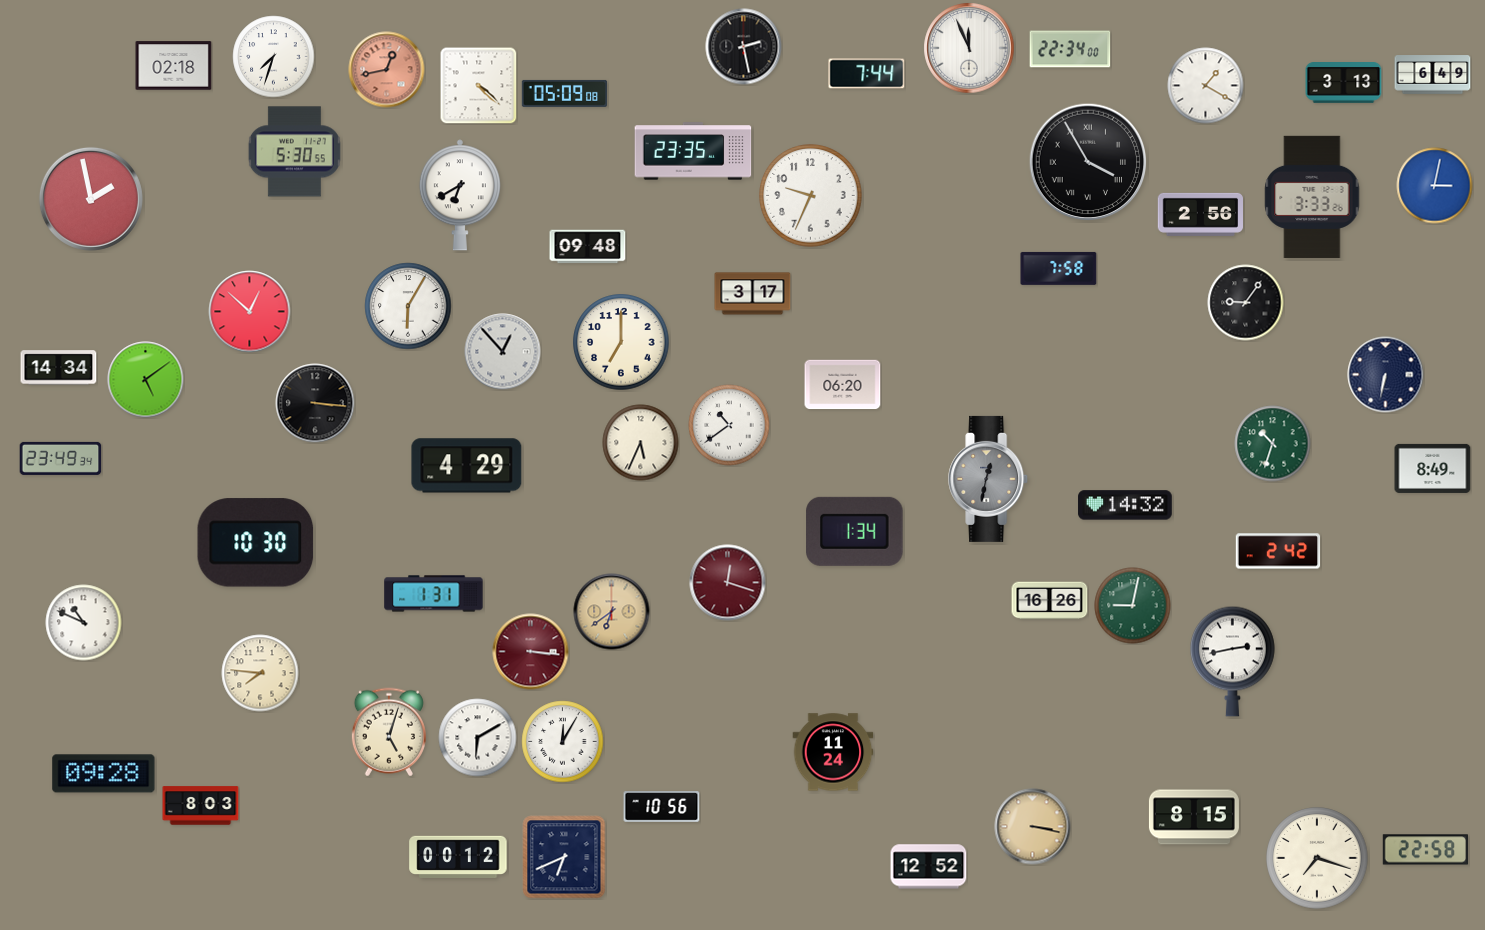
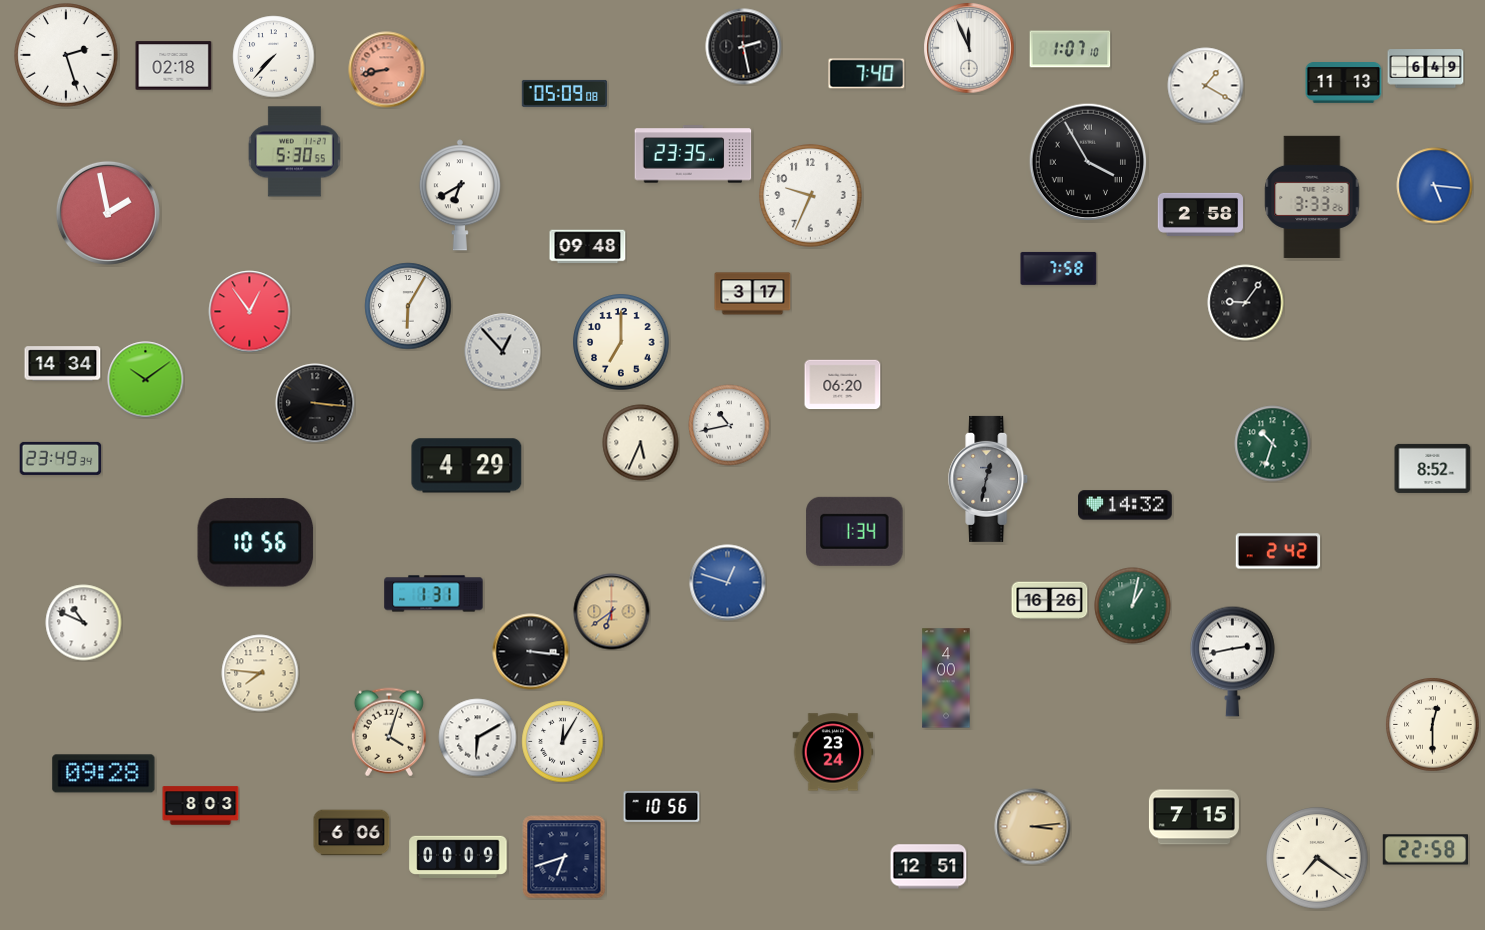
clock at (1070, 49): 22:34 -> 1:07
clock at (66, 55): none -> 2:27
clock at (274, 57): 7:33 -> 7:37
clock at (387, 70): 12:43 -> 8:43
clock at (867, 74): 7:44 -> 7:40
clock at (1433, 75) position: (1433, 75) -> (1426, 69)
clock at (1344, 83): 3:13 -> 11:13
clock at (478, 85): 4:22 -> none
clock at (693, 151) position: (693, 151) -> (693, 154)
clock at (1435, 186): 3:02 -> 5:16
clock at (91, 199) position: (91, 199) -> (108, 213)
clock at (1201, 214): 2:56 -> 2:58
clock at (250, 312): 12:52 -> 12:54
clock at (59, 368) position: (59, 368) -> (63, 364)
clock at (1386, 375): 6:32 -> none
clock at (146, 380): 5:09 -> 10:09
clock at (729, 425): 10:39 -> 10:43
clock at (1433, 468): 8:49 -> 8:52
clock at (256, 543): 10:30 -> 10:56
clock at (728, 583): 12:18 -> 12:48
clock at (728, 583) dial: burgundy -> blue
clock at (1133, 606): 9:02 -> 1:02
clock at (531, 652) dial: burgundy -> black
clock at (946, 678): none -> 4:00
clock at (1433, 725): none -> 12:30
clock at (389, 732): 5:03 -> 4:03
clock at (833, 752): 11:24 -> 23:24
clock at (1194, 817): 8:15 -> 7:15
clock at (1033, 827): 3:17 -> 3:14
clock at (352, 833): none -> 6:06
clock at (458, 856): 00:12 -> 00:09
clock at (564, 857): 6:41 -> 6:42
clock at (1317, 858): 7:18 -> 7:21
clock at (929, 867): 12:52 -> 12:51
